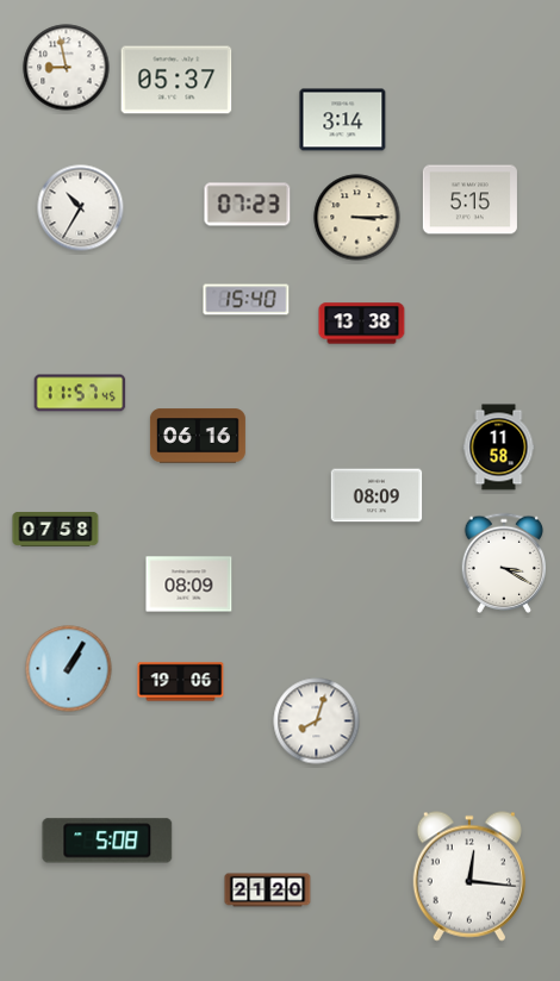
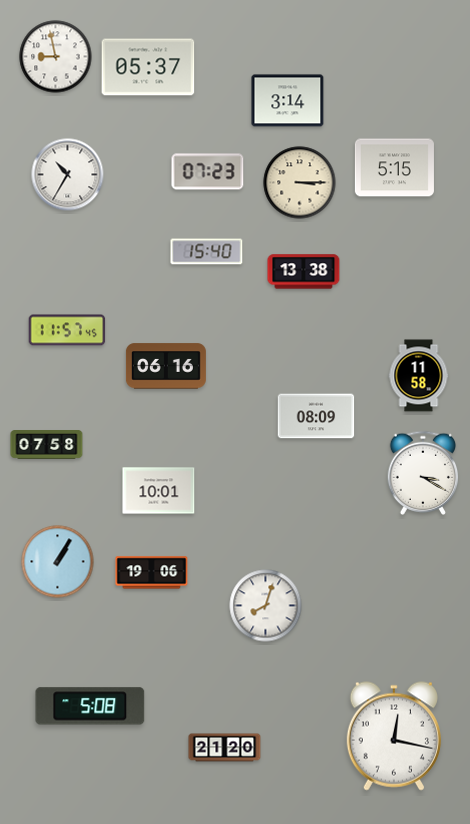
clock at (189, 585): 08:09 -> 10:01
clock at (469, 876): 12:16 -> 12:17
